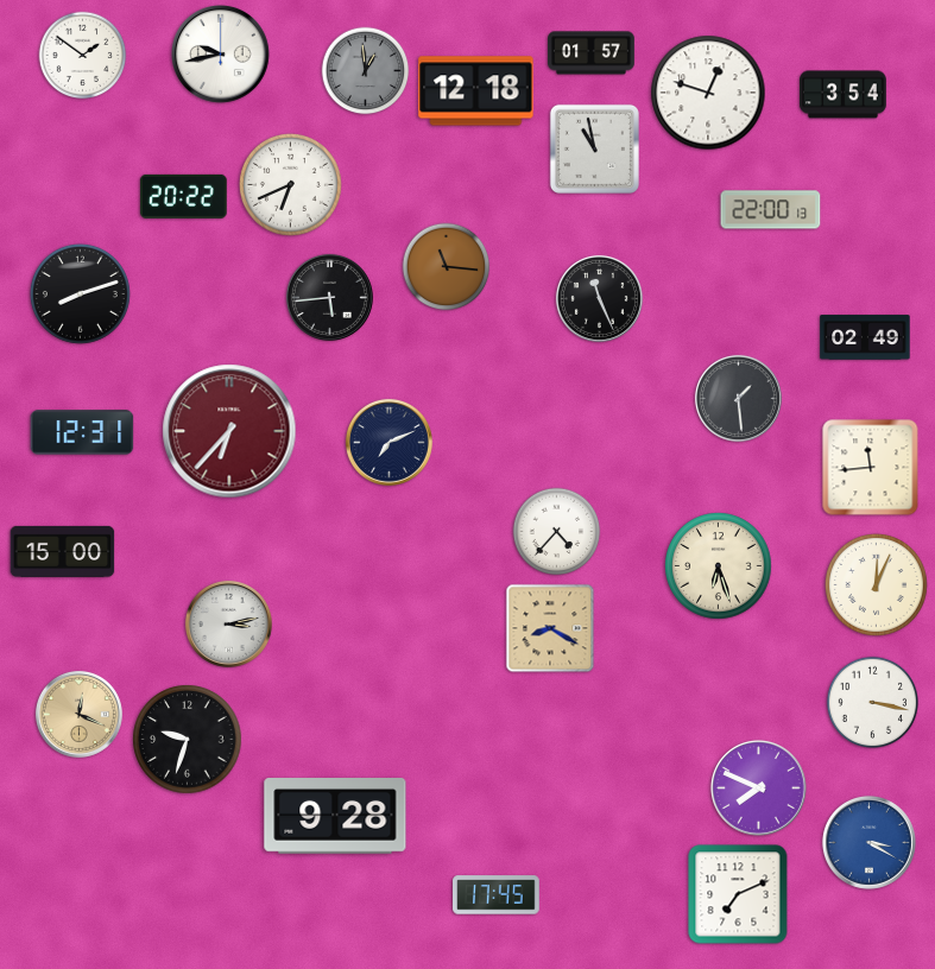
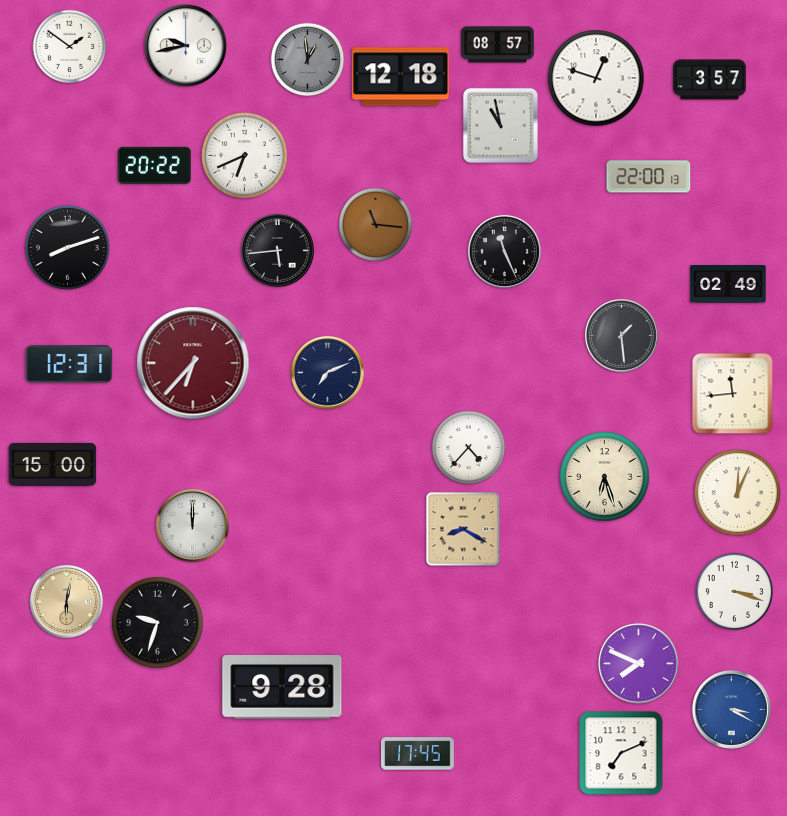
clock at (592, 53): 01:57 -> 08:57
clock at (844, 95): 3:54 -> 3:57
clock at (228, 623): 3:13 -> 12:00
clock at (873, 703): 3:17 -> 3:18
clock at (78, 714): 12:19 -> 6:02
